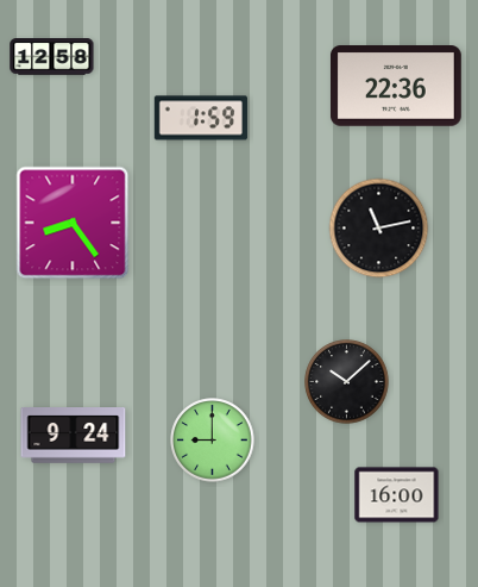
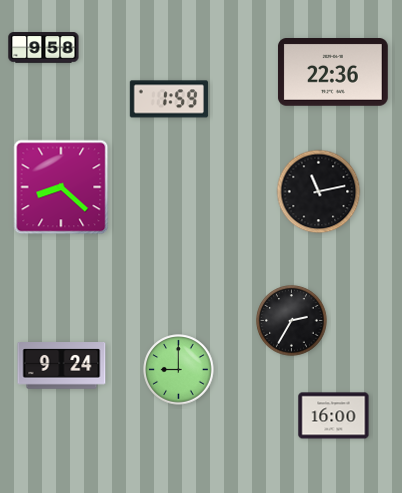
clock at (52, 57): 12:58 -> 9:58
clock at (73, 223): 8:24 -> 8:22
clock at (347, 382): 10:08 -> 2:35
